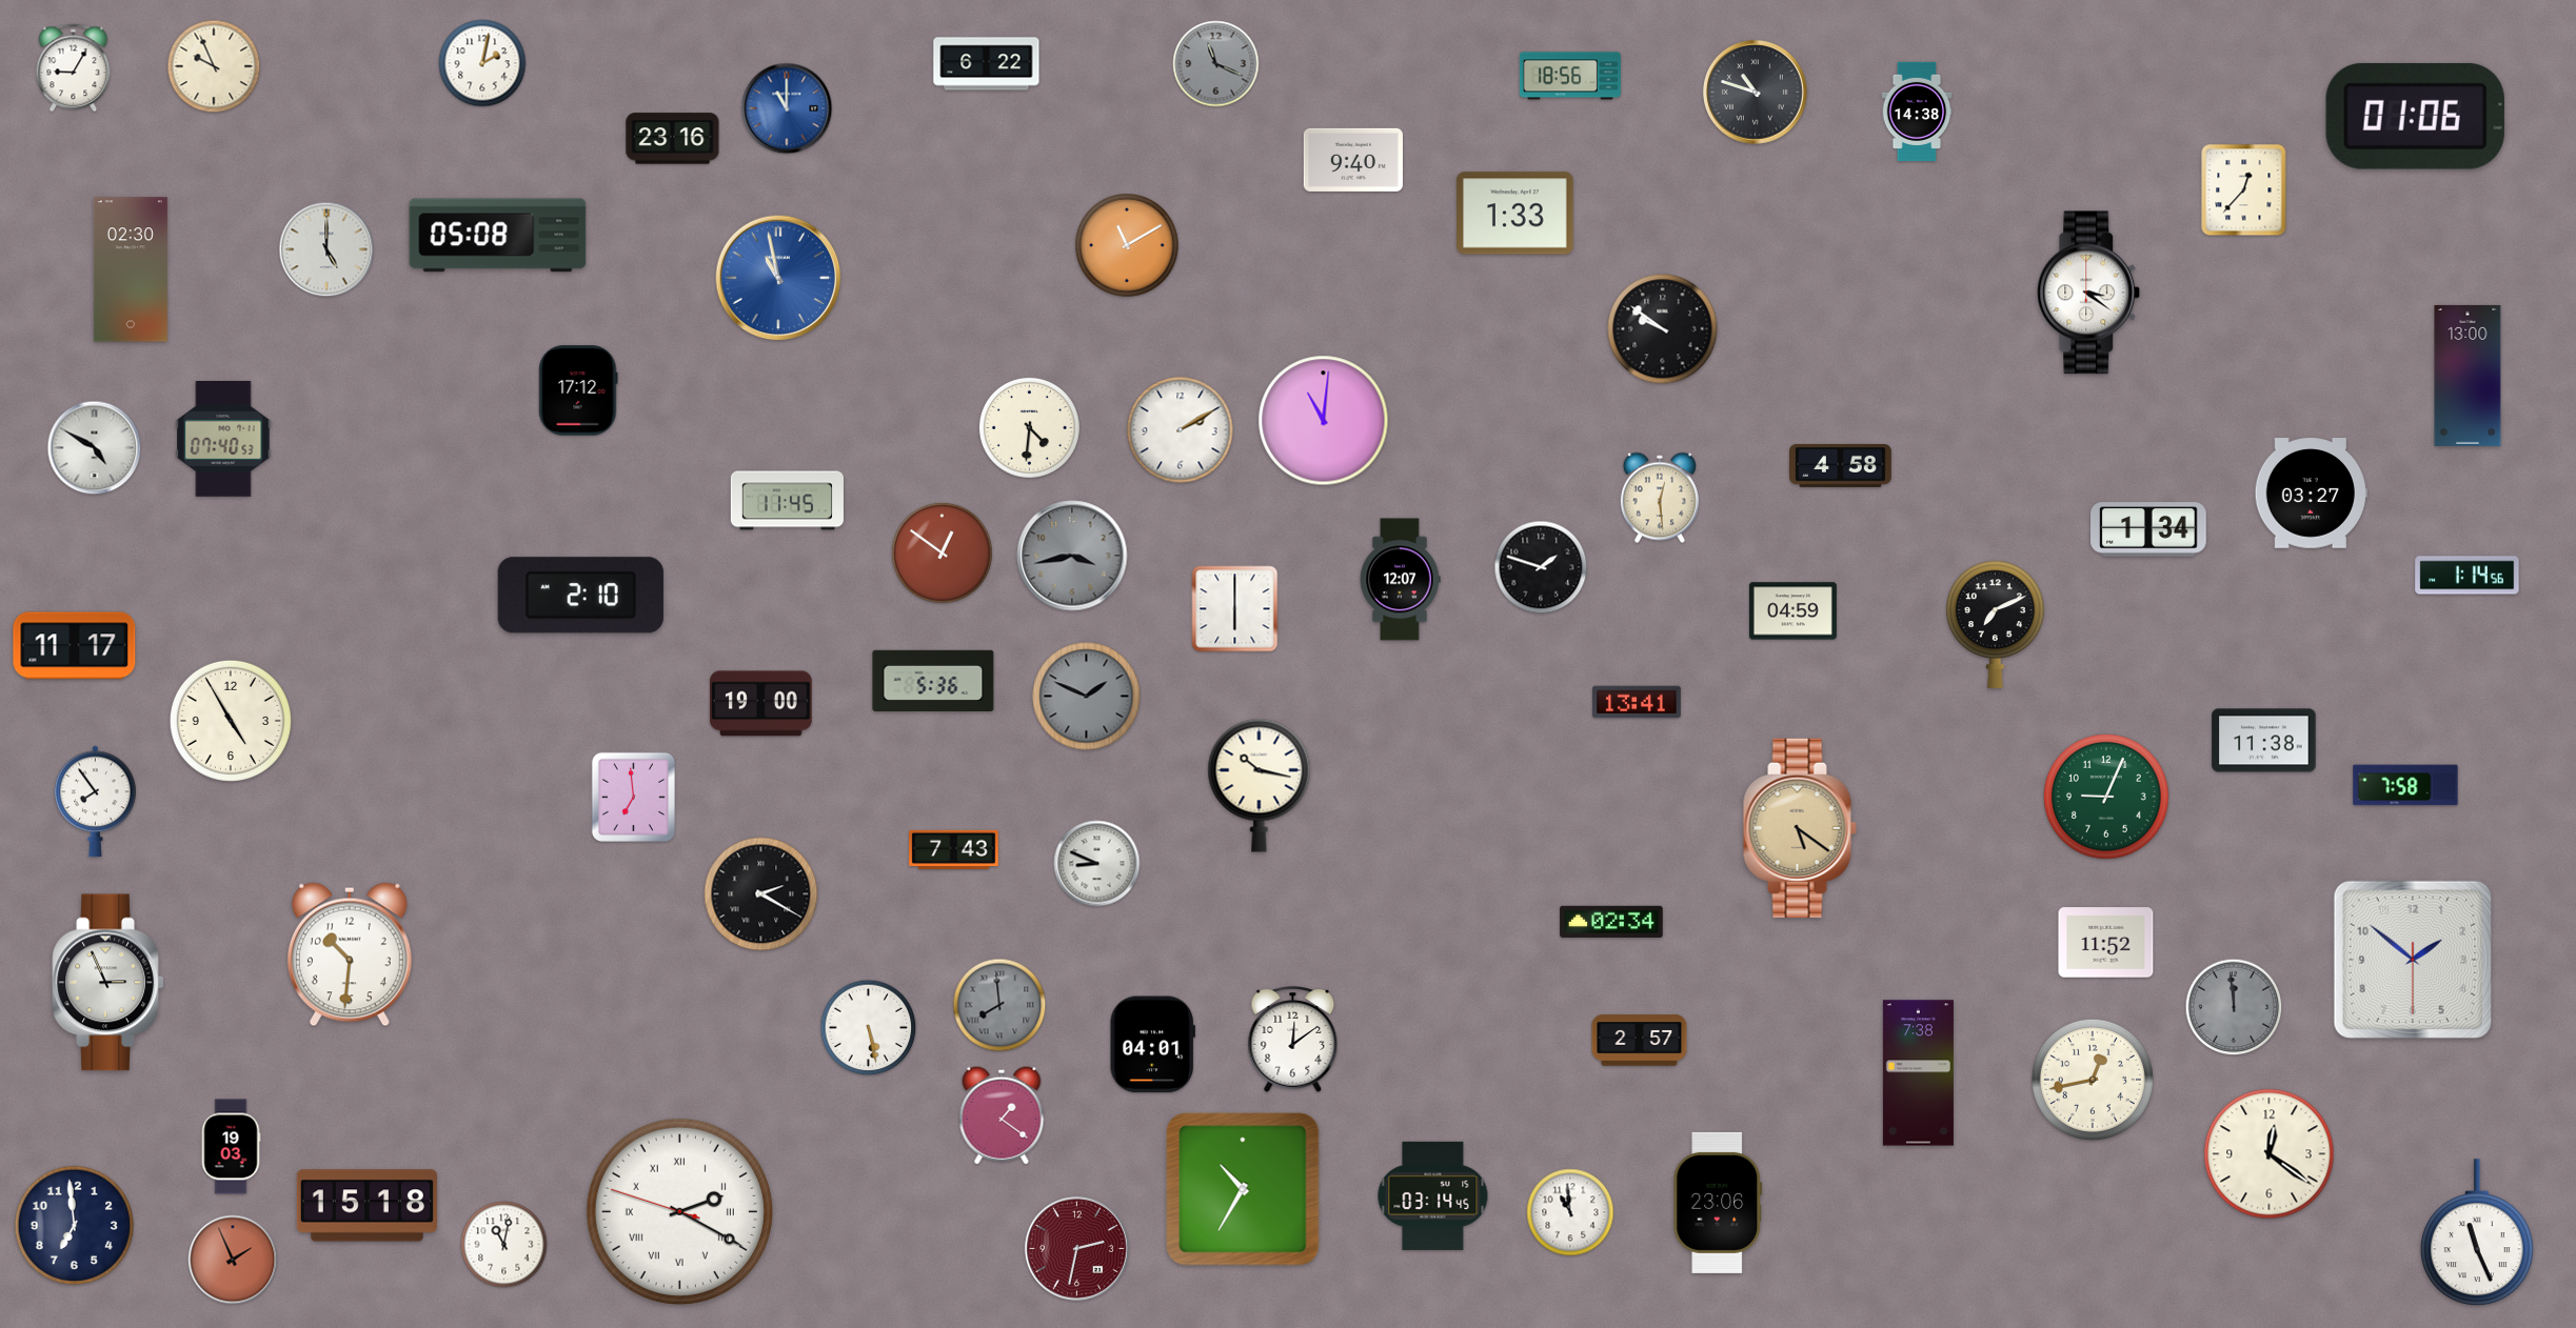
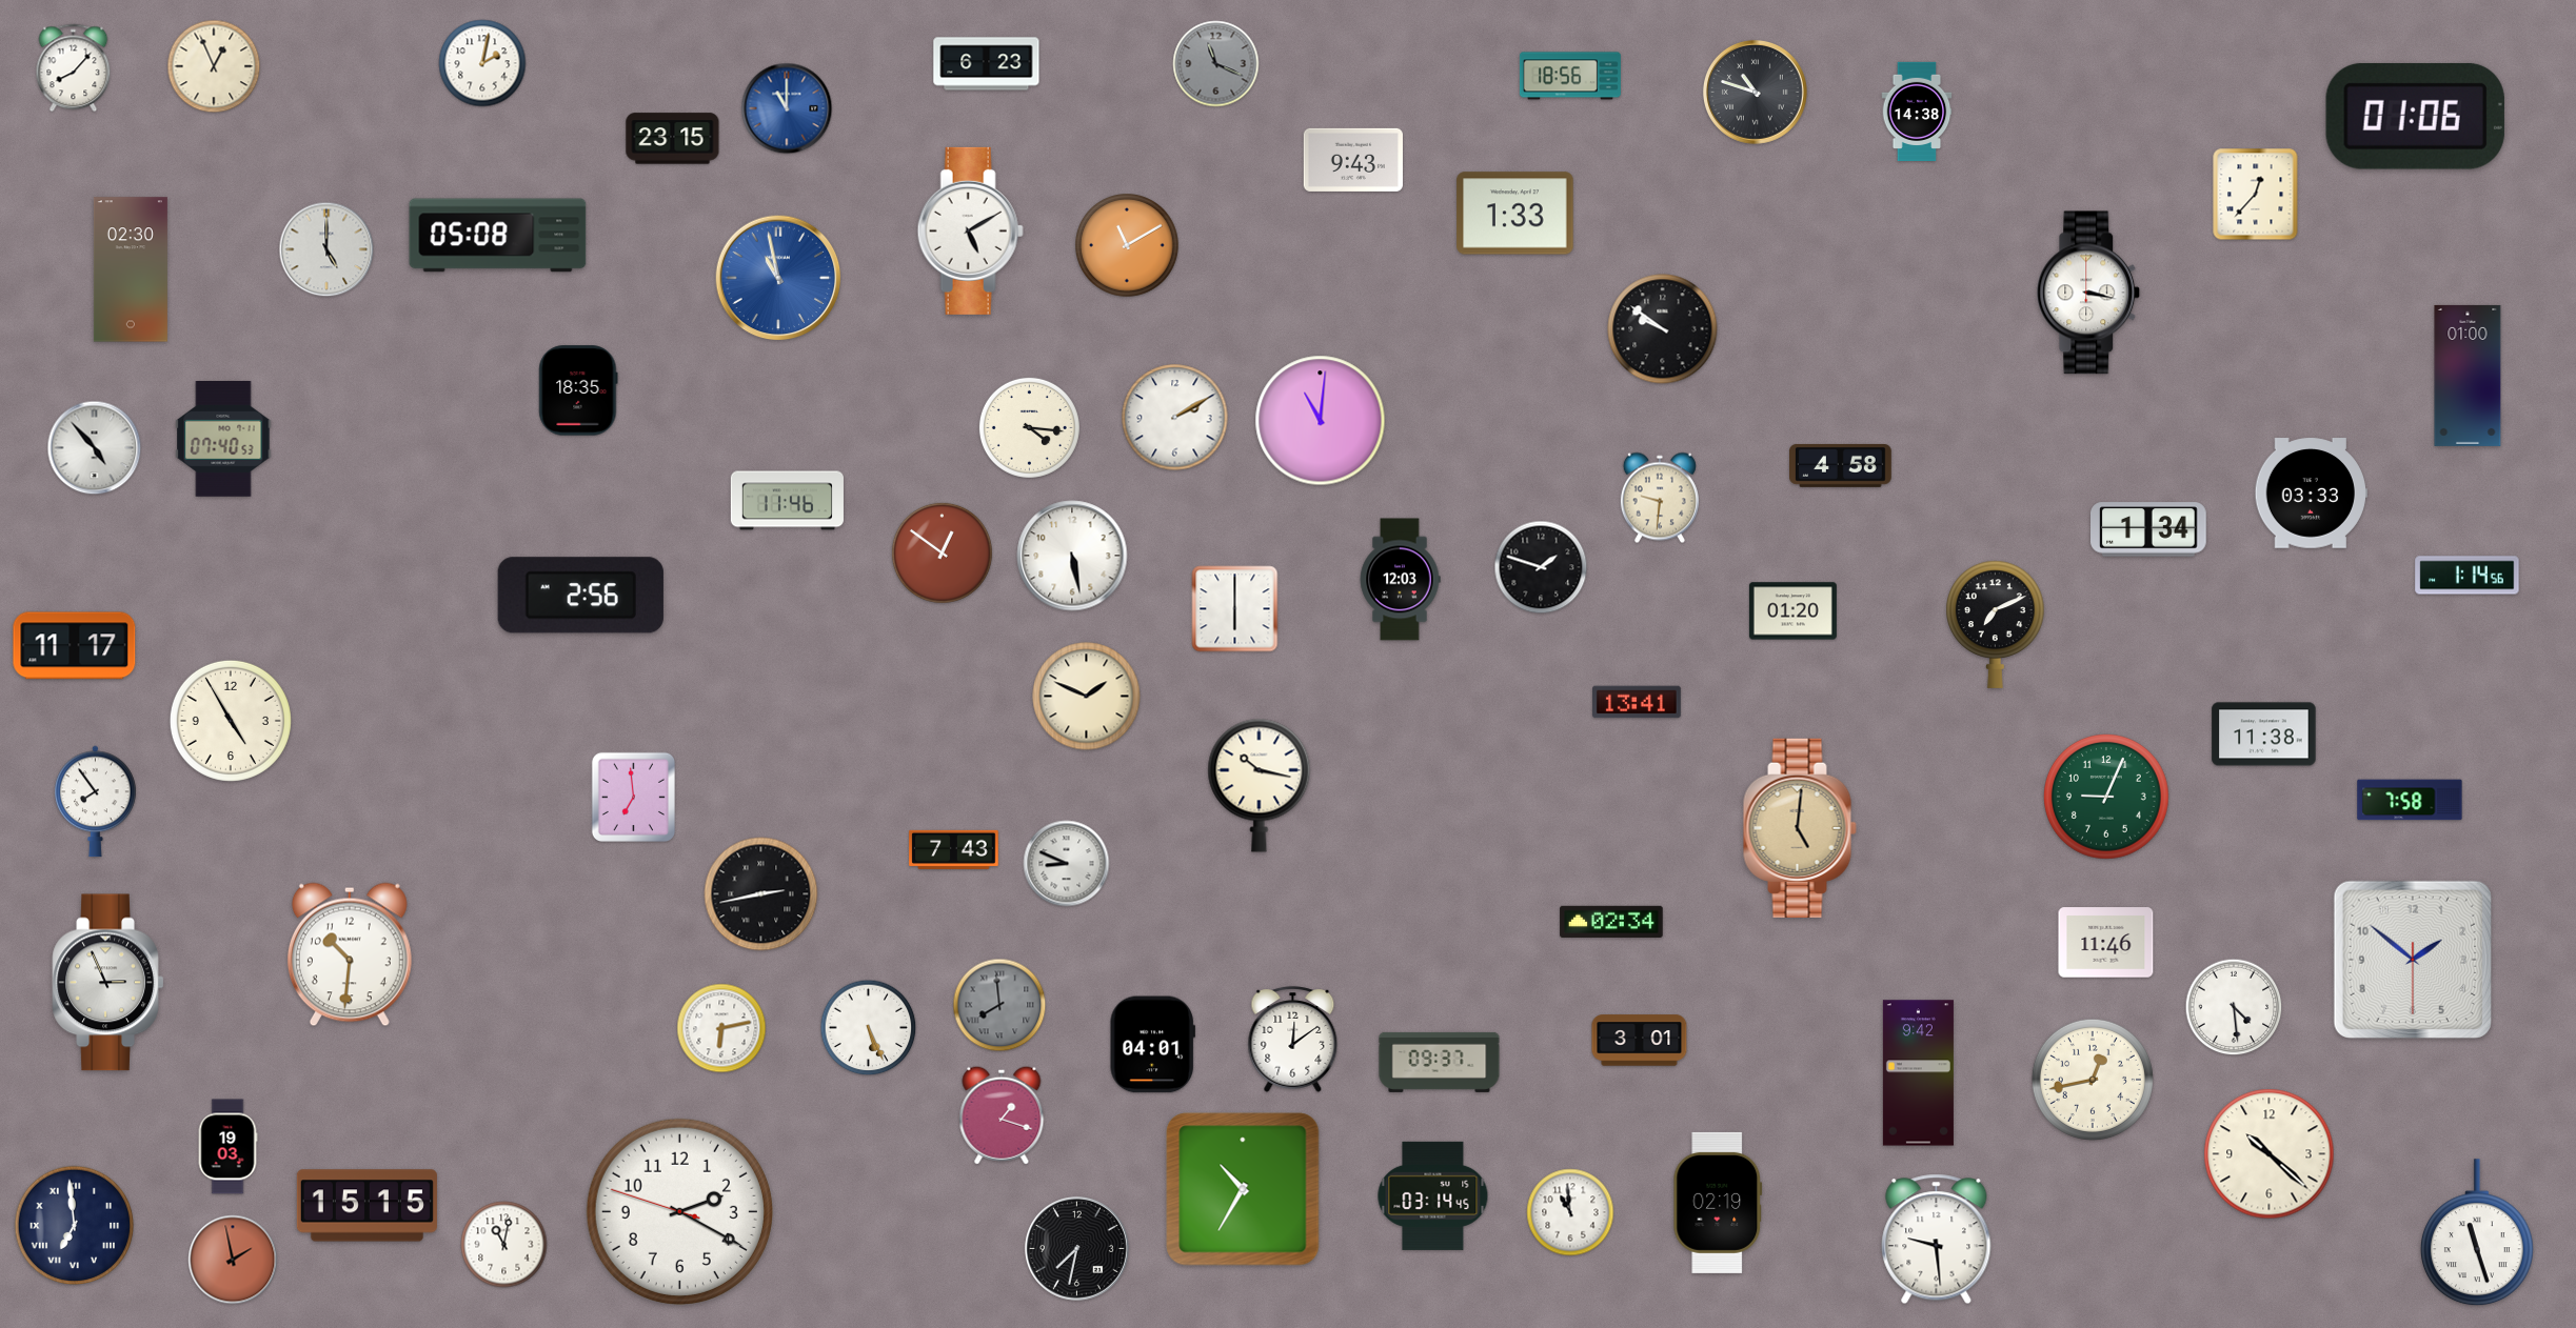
clock at (987, 64): 6:22 -> 6:23
clock at (214, 66): 9:56 -> 12:56
clock at (74, 68): 9:05 -> 8:07
clock at (673, 139): 23:16 -> 23:15
clock at (1353, 160): 9:40 -> 9:43
clock at (2244, 190) position: (2244, 190) -> (2256, 195)
clock at (970, 230): none -> 5:10
clock at (2088, 293): 3:21 -> 3:17
clock at (2468, 376): 13:00 -> 01:00
clock at (578, 390): 17:12 -> 18:35
clock at (1324, 421) position: (1324, 421) -> (1321, 421)
clock at (1029, 427): 4:31 -> 4:16
clock at (1181, 430) position: (1181, 430) -> (1175, 418)
clock at (95, 448): 4:50 -> 4:53
clock at (2311, 494): 03:27 -> 03:33
clock at (1660, 498): 12:29 -> 9:31
clock at (787, 501): 11:45 -> 11:46
clock at (1072, 556): 3:43 -> 5:28
clock at (1072, 556) dial: grey -> white
clock at (1400, 580): 12:07 -> 12:03
clock at (580, 596): 2:10 -> 2:56
clock at (1792, 611): 04:59 -> 01:20
clock at (933, 680): 5:36 -> none
clock at (1087, 697) dial: grey -> cream
clock at (760, 704): 19:00 -> none
clock at (2264, 741) position: (2264, 741) -> (2264, 735)
clock at (2405, 785) position: (2405, 785) -> (2410, 800)
clock at (1800, 828): 5:21 -> 5:01
clock at (1097, 864) position: (1097, 864) -> (1067, 864)
clock at (761, 894): 2:20 -> 2:43
clock at (2106, 943): 11:52 -> 11:46
clock at (2234, 1007): 11:59 -> 4:29
clock at (2234, 1007) dial: grey -> white
clock at (721, 1028): none -> 6:13
clock at (869, 1028): 5:28 -> 5:26
clock at (1640, 1041): 2:57 -> 3:01
clock at (1440, 1062): none -> 09:37
clock at (1918, 1073): 7:38 -> 9:42
clock at (1002, 1115): 1:21 -> 1:18
clock at (231, 1147) position: (231, 1147) -> (227, 1147)
clock at (2270, 1154): 12:21 -> 10:22
clock at (1718, 1203): 23:06 -> 02:19
clock at (366, 1206): 15:18 -> 15:15
clock at (679, 1211) numerals: Roman -> Arabic
clock at (75, 1226) numerals: Arabic -> Roman
clock at (2477, 1233): 11:26 -> 11:27
clock at (1937, 1240): none -> 9:29
clock at (1076, 1248): 2:32 -> 7:32
clock at (1076, 1248) dial: burgundy -> black
clock at (233, 1260): 1:56 -> 1:58
